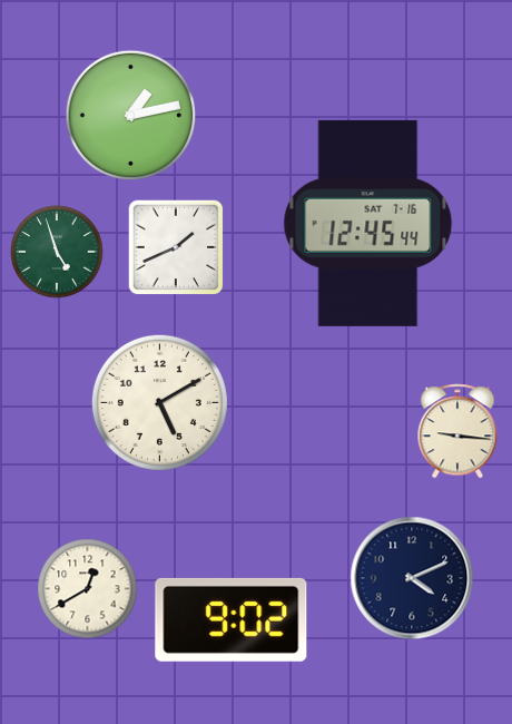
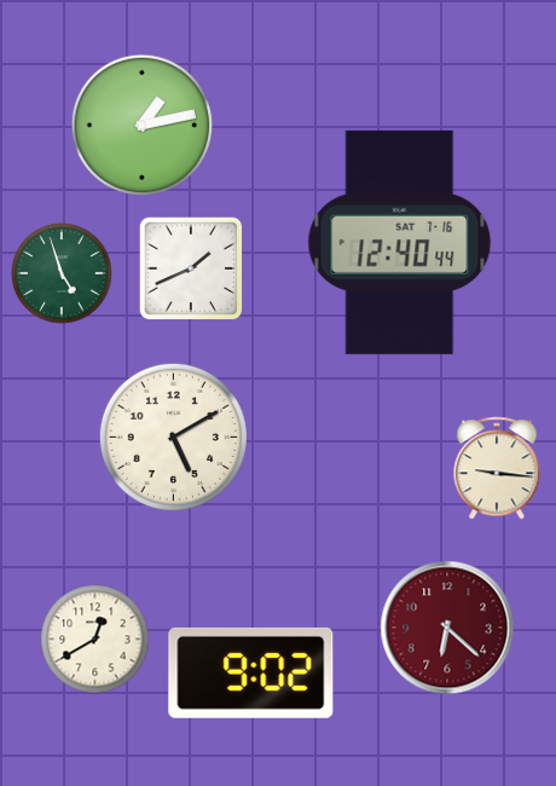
clock at (368, 223): 12:45 -> 12:40
clock at (412, 578): 4:11 -> 6:22
clock at (412, 578) dial: navy -> burgundy
